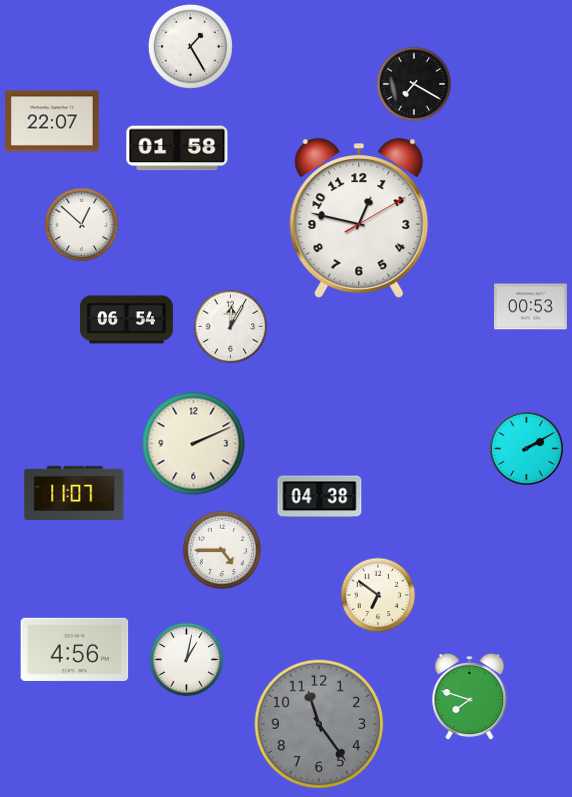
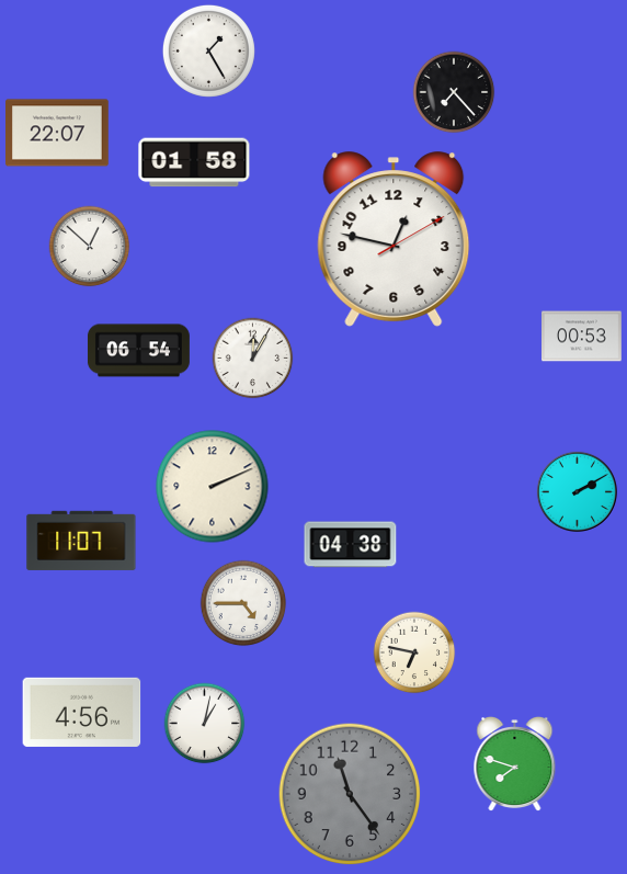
clock at (414, 84): 7:20 -> 7:23
clock at (378, 595): 6:51 -> 6:47
